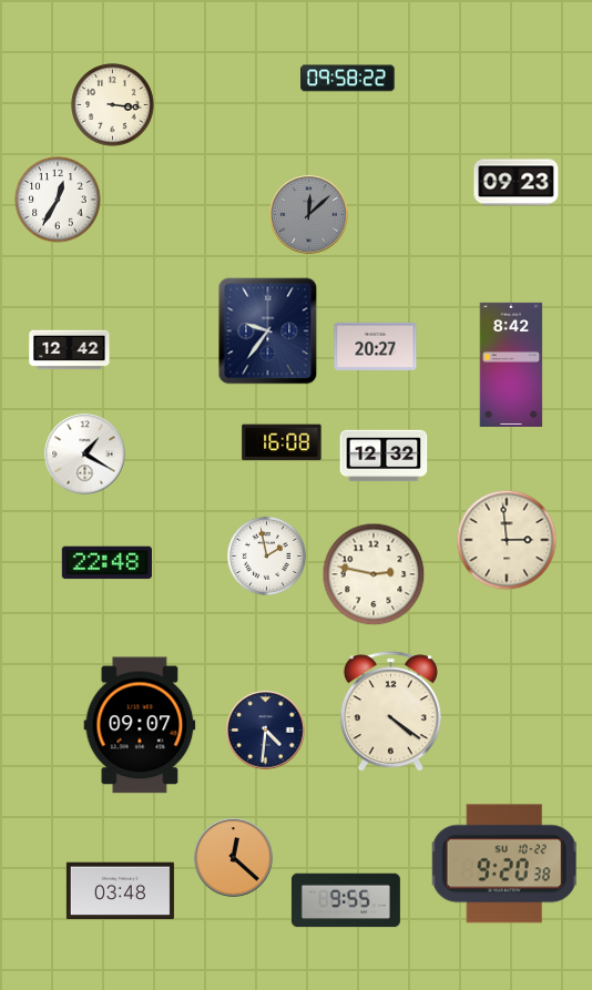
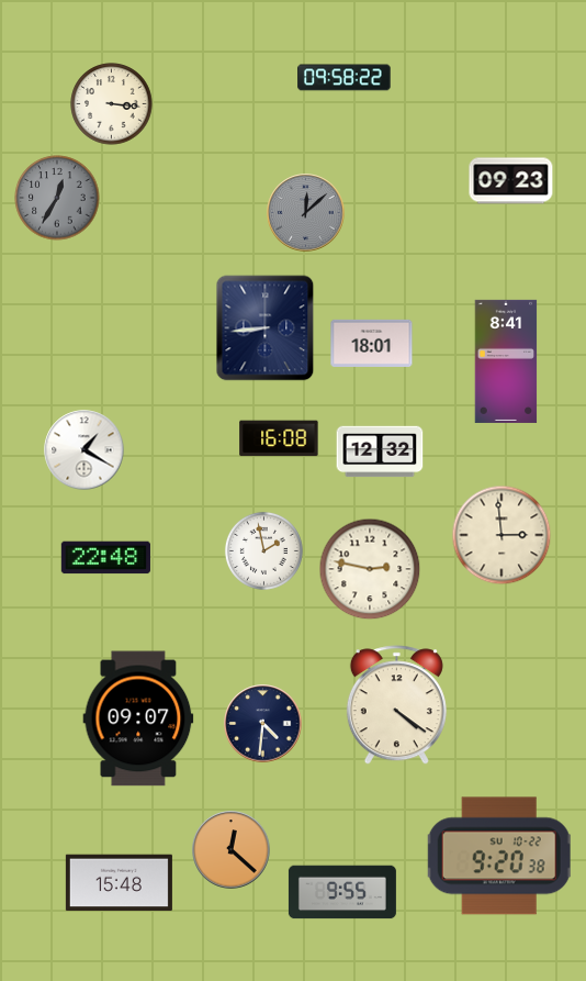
clock at (58, 200) dial: white -> grey
clock at (268, 331): 9:36 -> 8:44
clock at (376, 346): 20:27 -> 18:01
clock at (70, 350): 12:42 -> none
clock at (511, 365): 8:42 -> 8:41
clock at (390, 712) position: (390, 712) -> (396, 705)
clock at (120, 891): 03:48 -> 15:48
